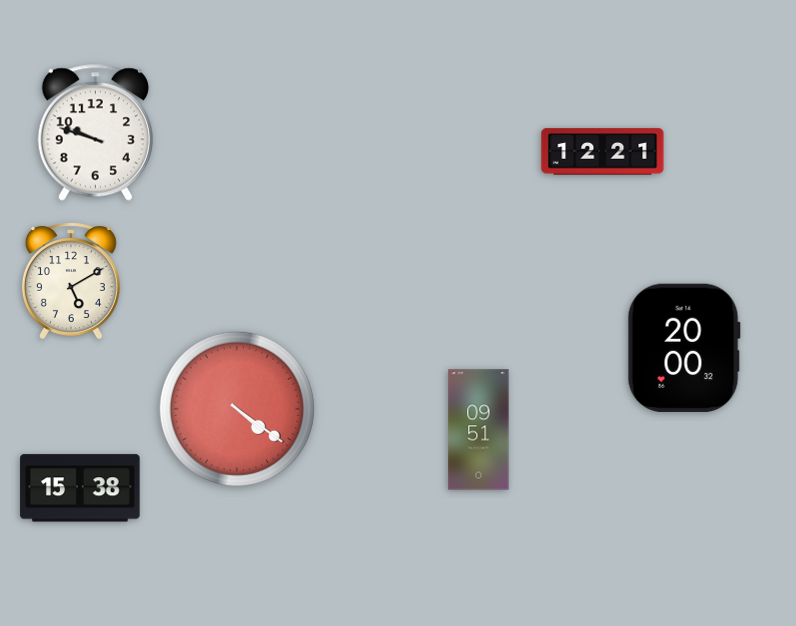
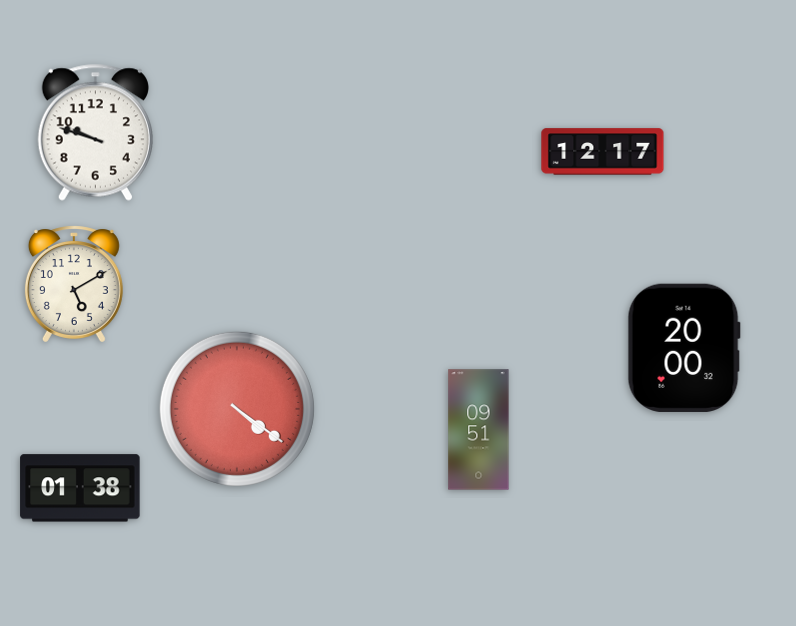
clock at (603, 152): 12:21 -> 12:17
clock at (71, 281) position: (71, 281) -> (74, 284)
clock at (80, 488): 15:38 -> 01:38
